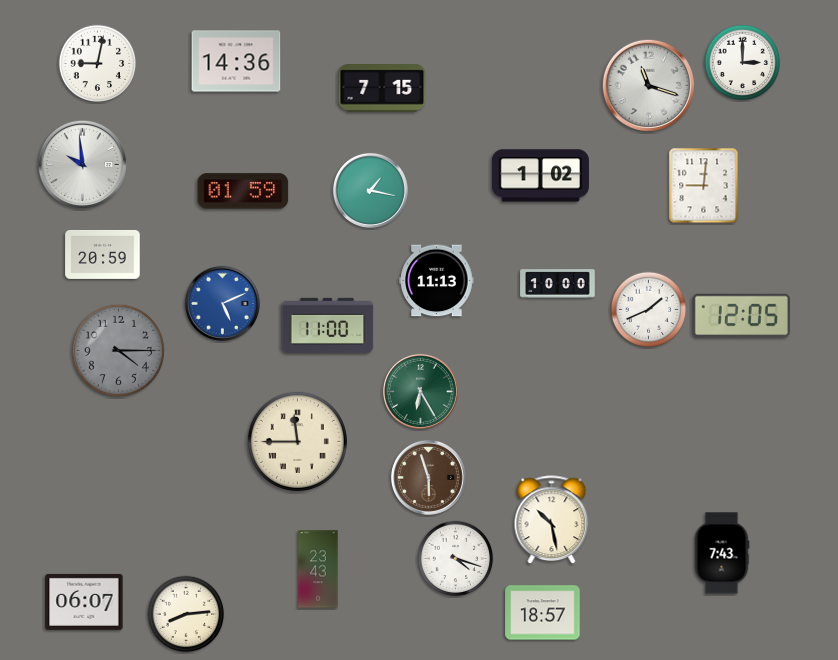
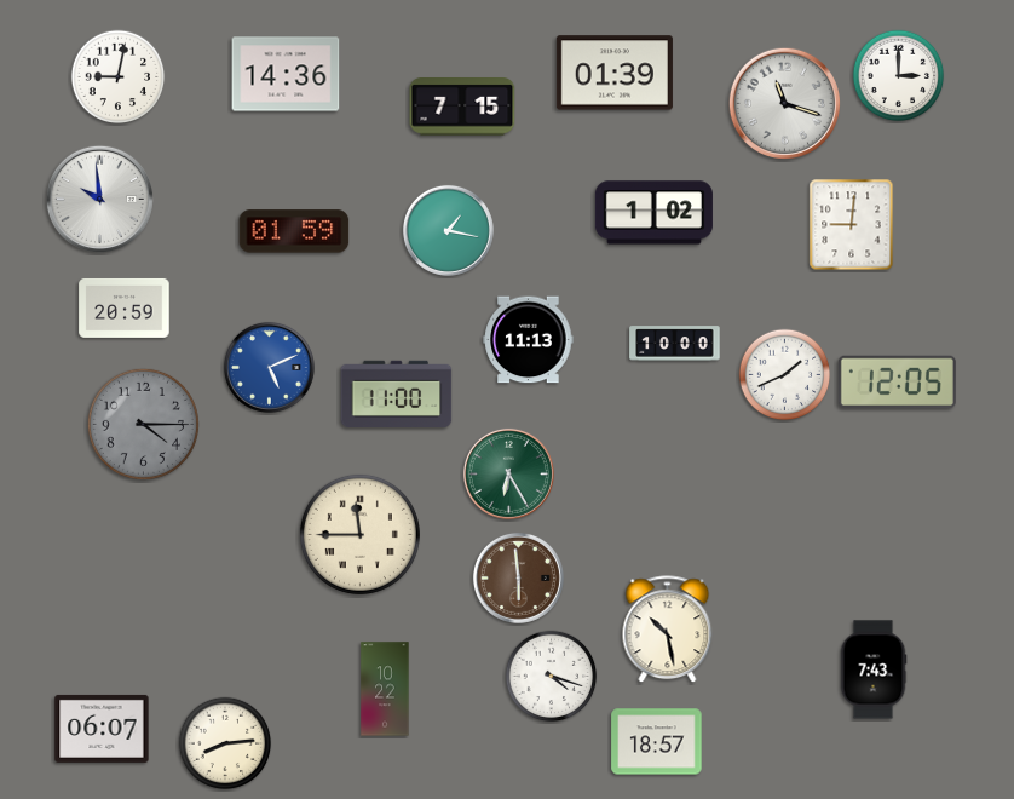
clock at (615, 73): none -> 01:39
clock at (428, 477): 5:57 -> 5:59
clock at (318, 569): 23:43 -> 10:22
